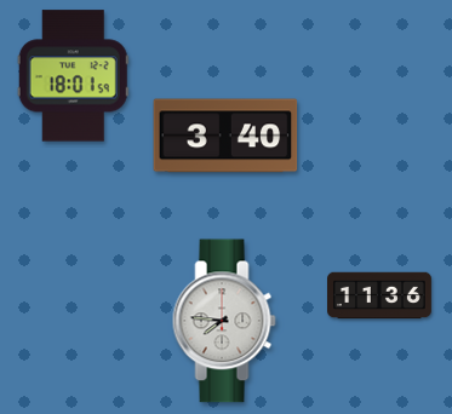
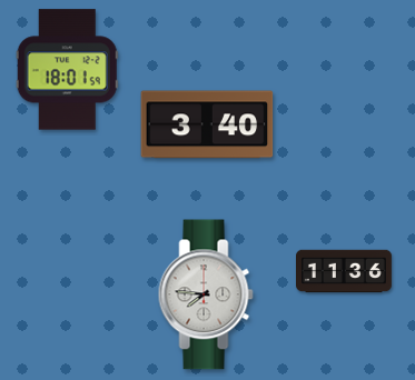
clock at (381, 295) position: (381, 295) -> (345, 271)
